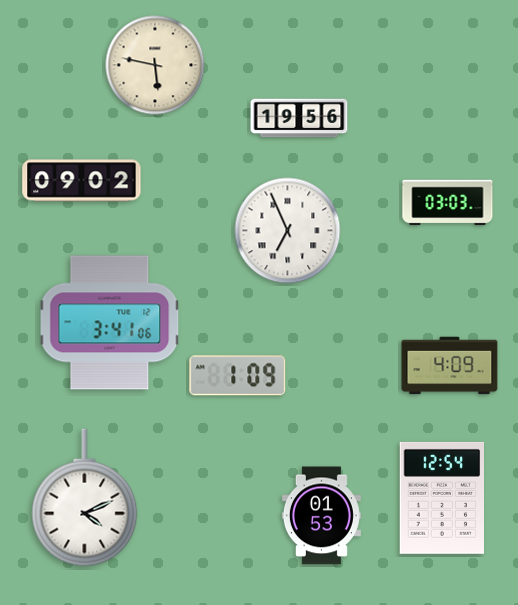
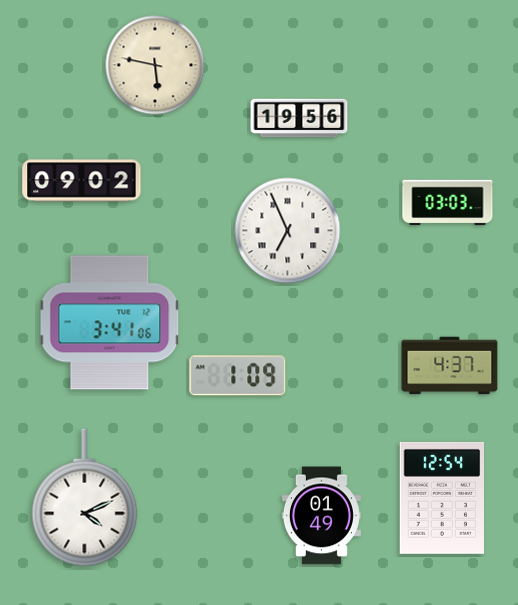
clock at (450, 366): 4:09 -> 4:37
clock at (321, 516): 01:53 -> 01:49
